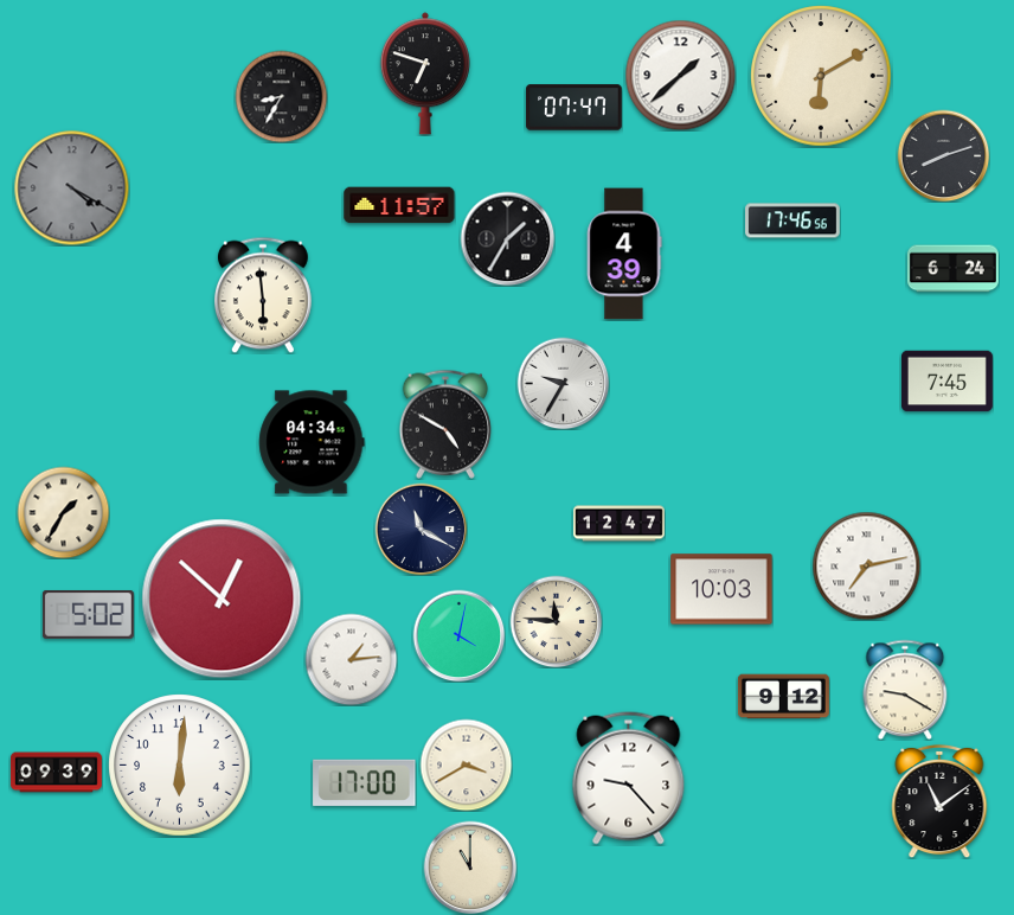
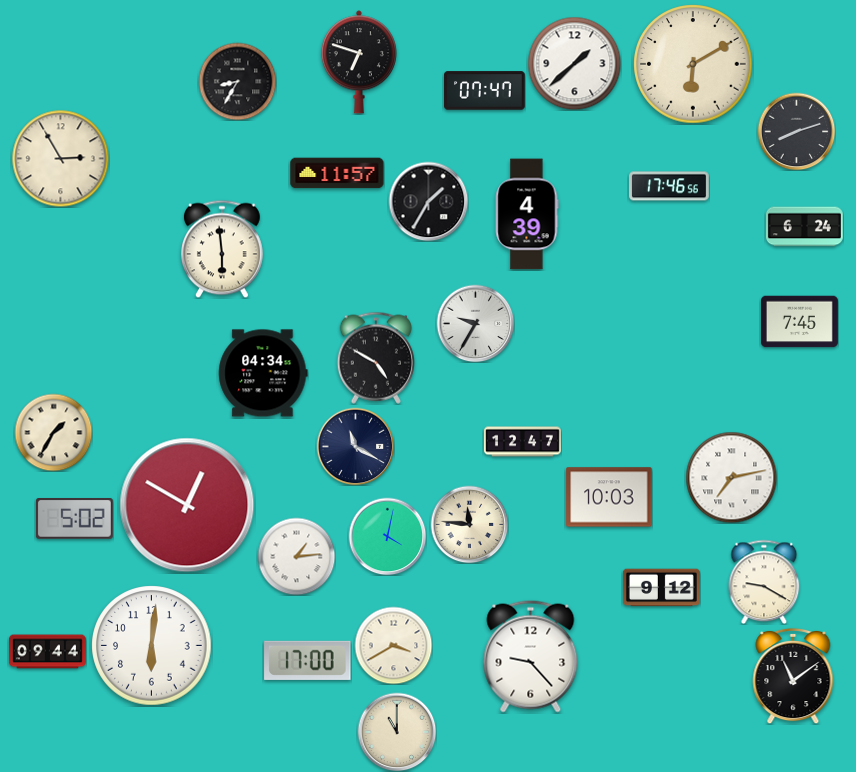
clock at (71, 187): 4:20 -> 2:55
clock at (71, 187) dial: grey -> cream
clock at (222, 599): 12:52 -> 12:50
clock at (56, 773): 09:39 -> 09:44
